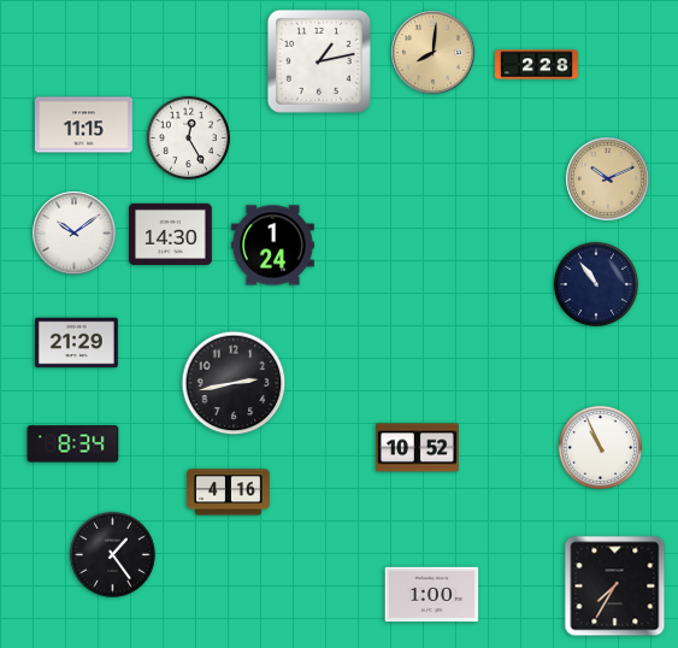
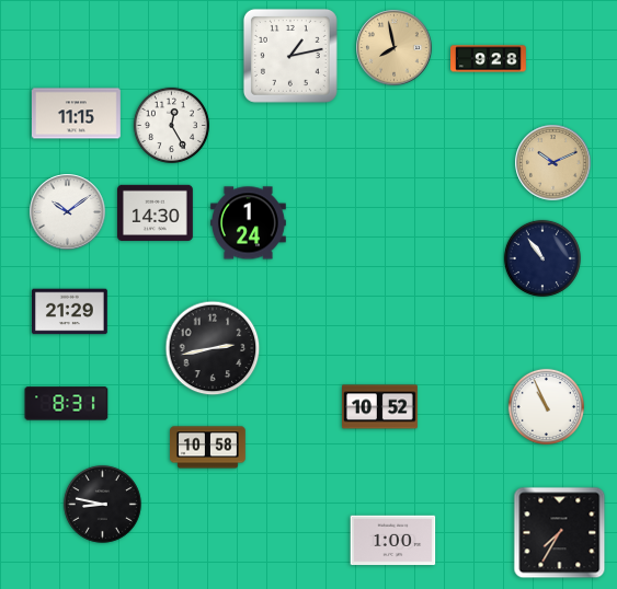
clock at (434, 53): 8:01 -> 7:58
clock at (537, 65): 2:28 -> 9:28
clock at (73, 444): 8:34 -> 8:31
clock at (229, 493): 4:16 -> 10:58
clock at (112, 554): 1:24 -> 8:47
